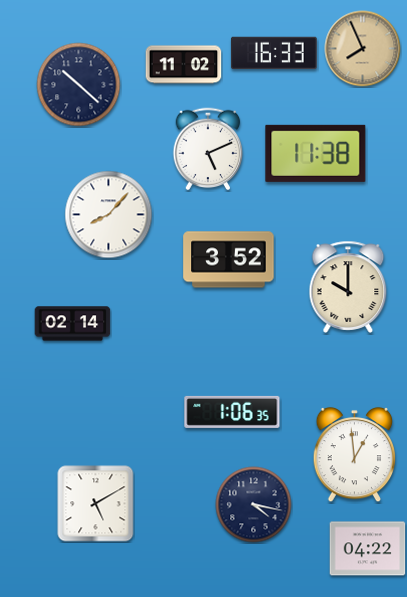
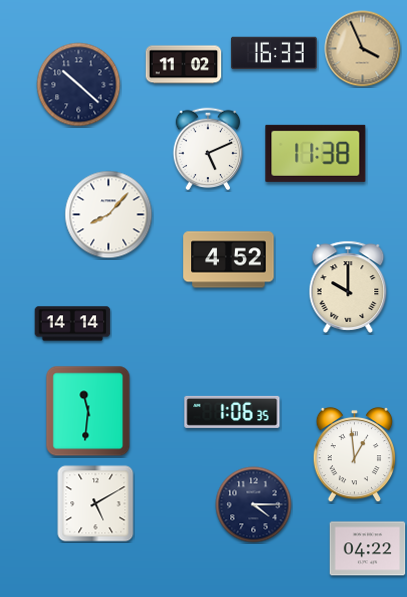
clock at (363, 49): 7:56 -> 3:56
clock at (229, 260): 3:52 -> 4:52
clock at (73, 324): 02:14 -> 14:14
clock at (88, 411): none -> 11:31
clock at (254, 505): 4:17 -> 4:15
